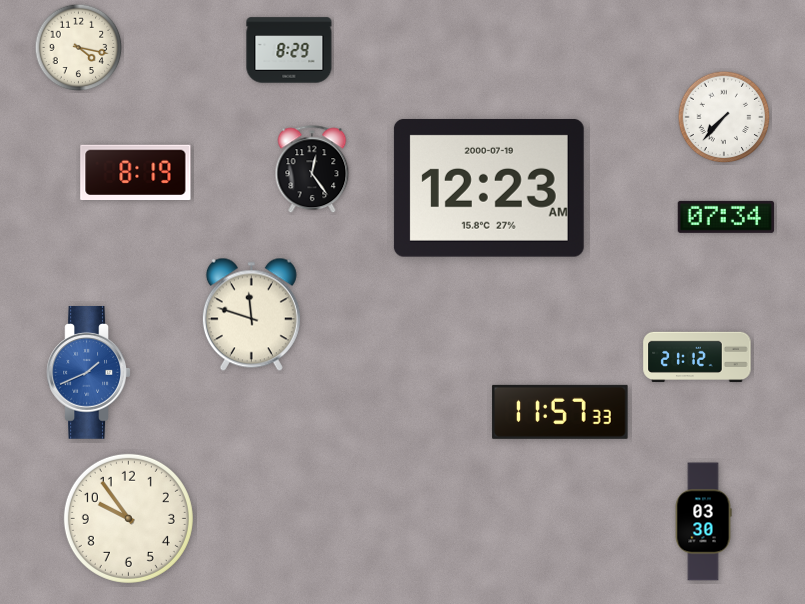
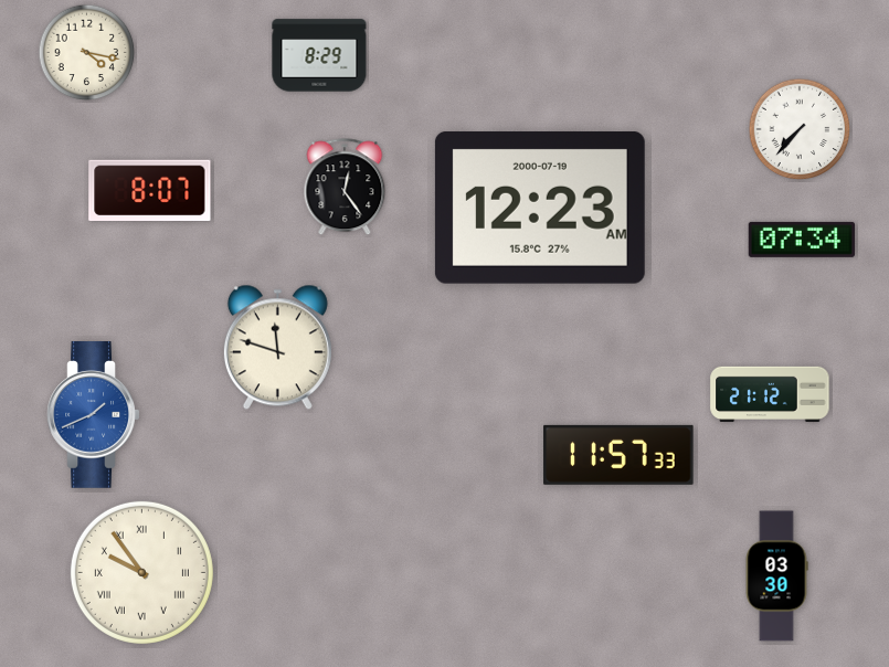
clock at (136, 172): 8:19 -> 8:07
clock at (89, 373) position: (89, 373) -> (94, 415)
clock at (128, 518) numerals: Arabic -> Roman
